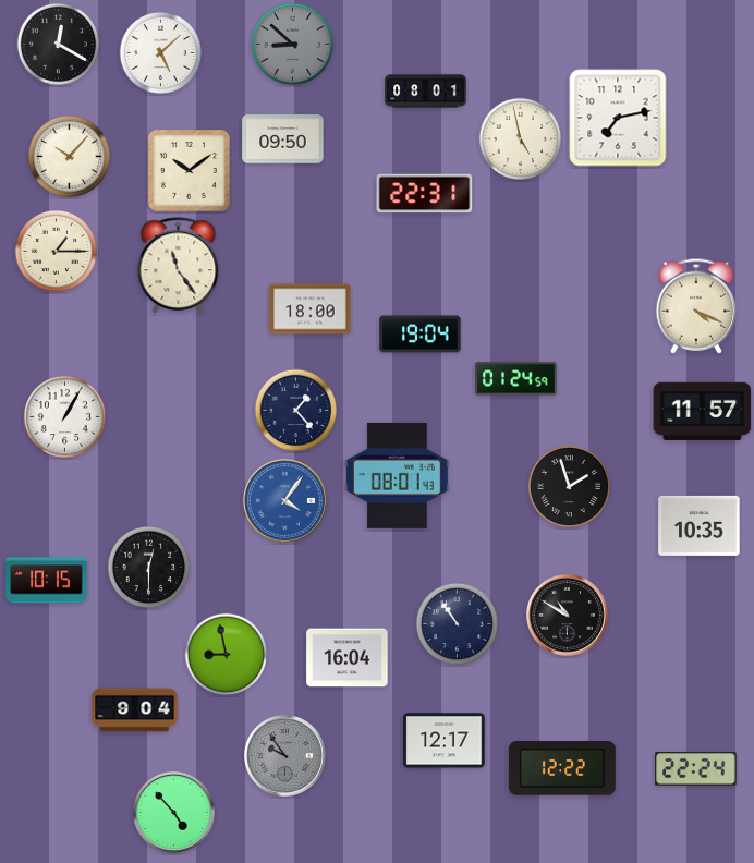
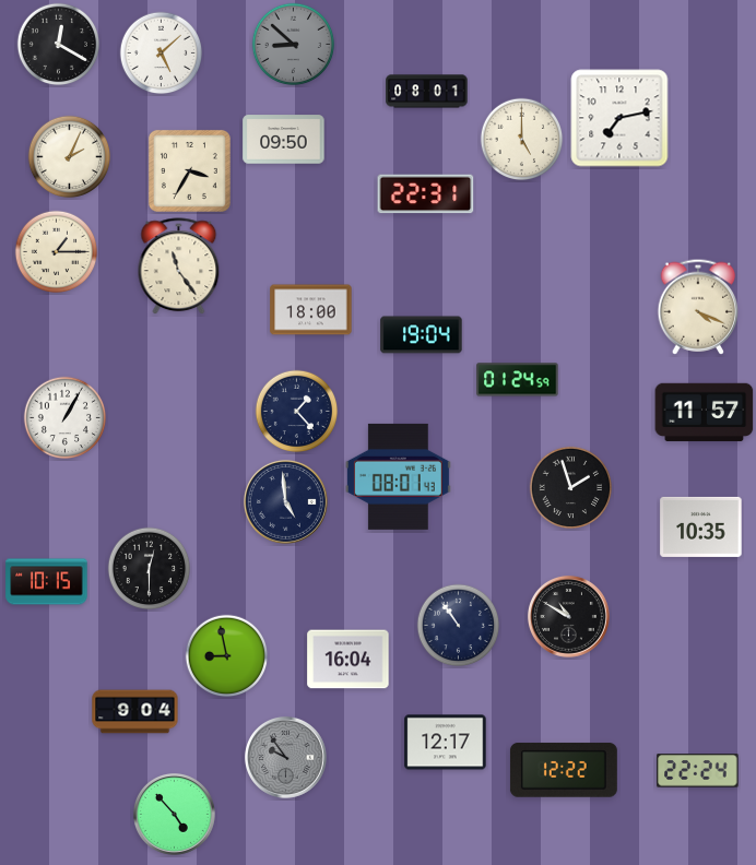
clock at (521, 139): 4:58 -> 5:00
clock at (70, 157): 10:07 -> 2:04
clock at (188, 170): 10:09 -> 3:35
clock at (284, 500): 4:06 -> 4:59
clock at (284, 500) dial: blue -> navy
